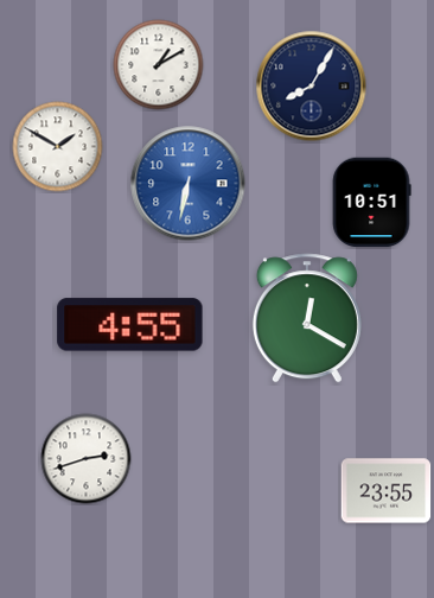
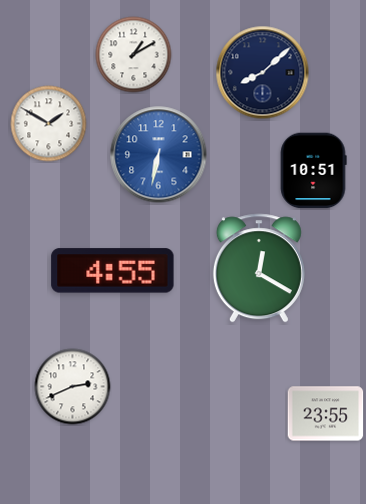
clock at (312, 87): 8:05 -> 8:08
clock at (130, 325) position: (130, 325) -> (113, 271)
clock at (87, 459): 2:42 -> 2:41
